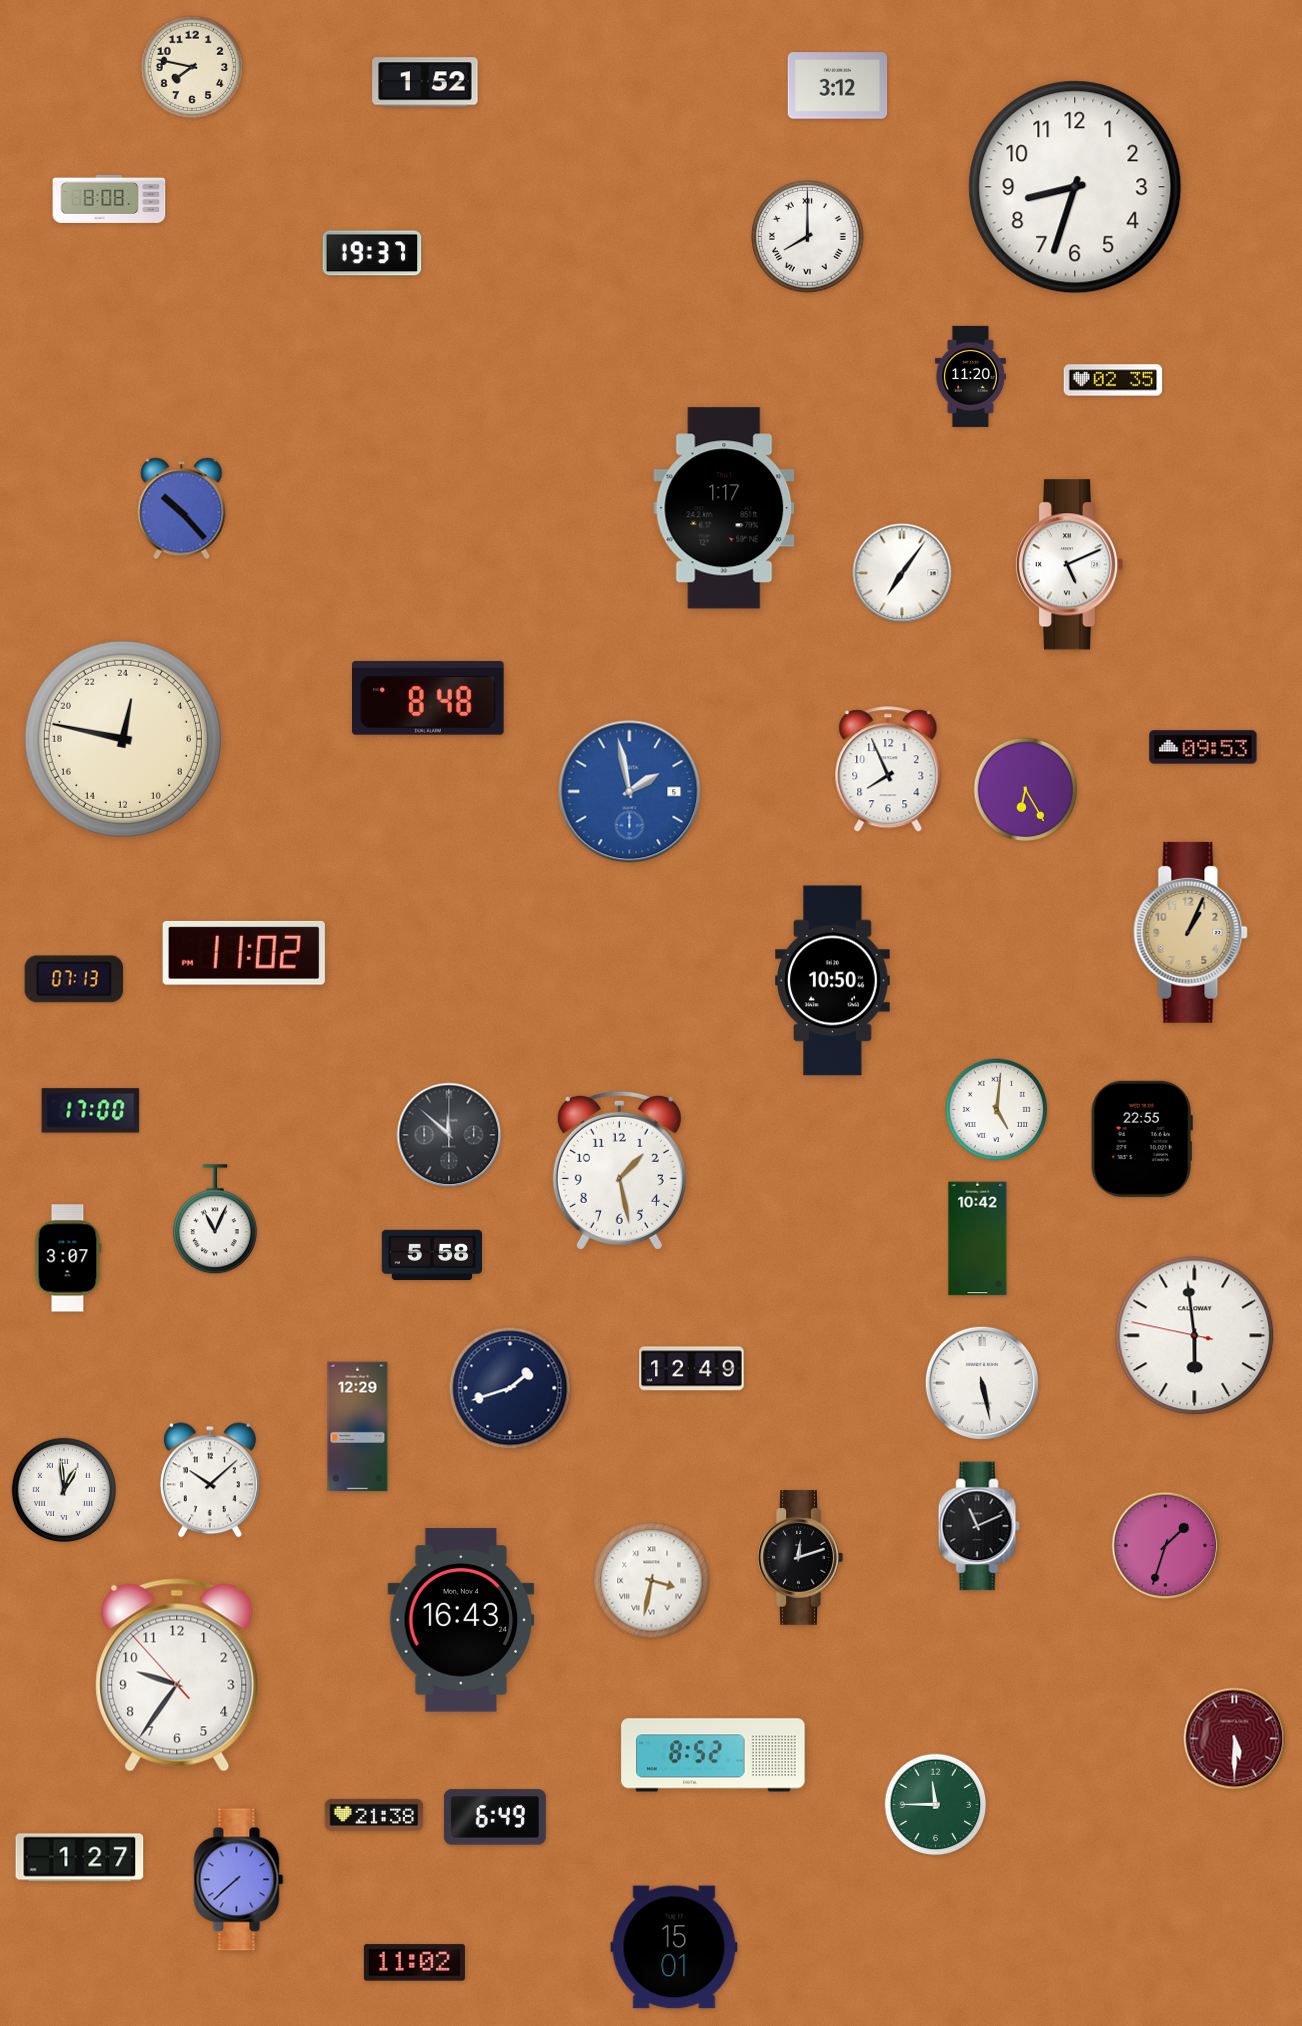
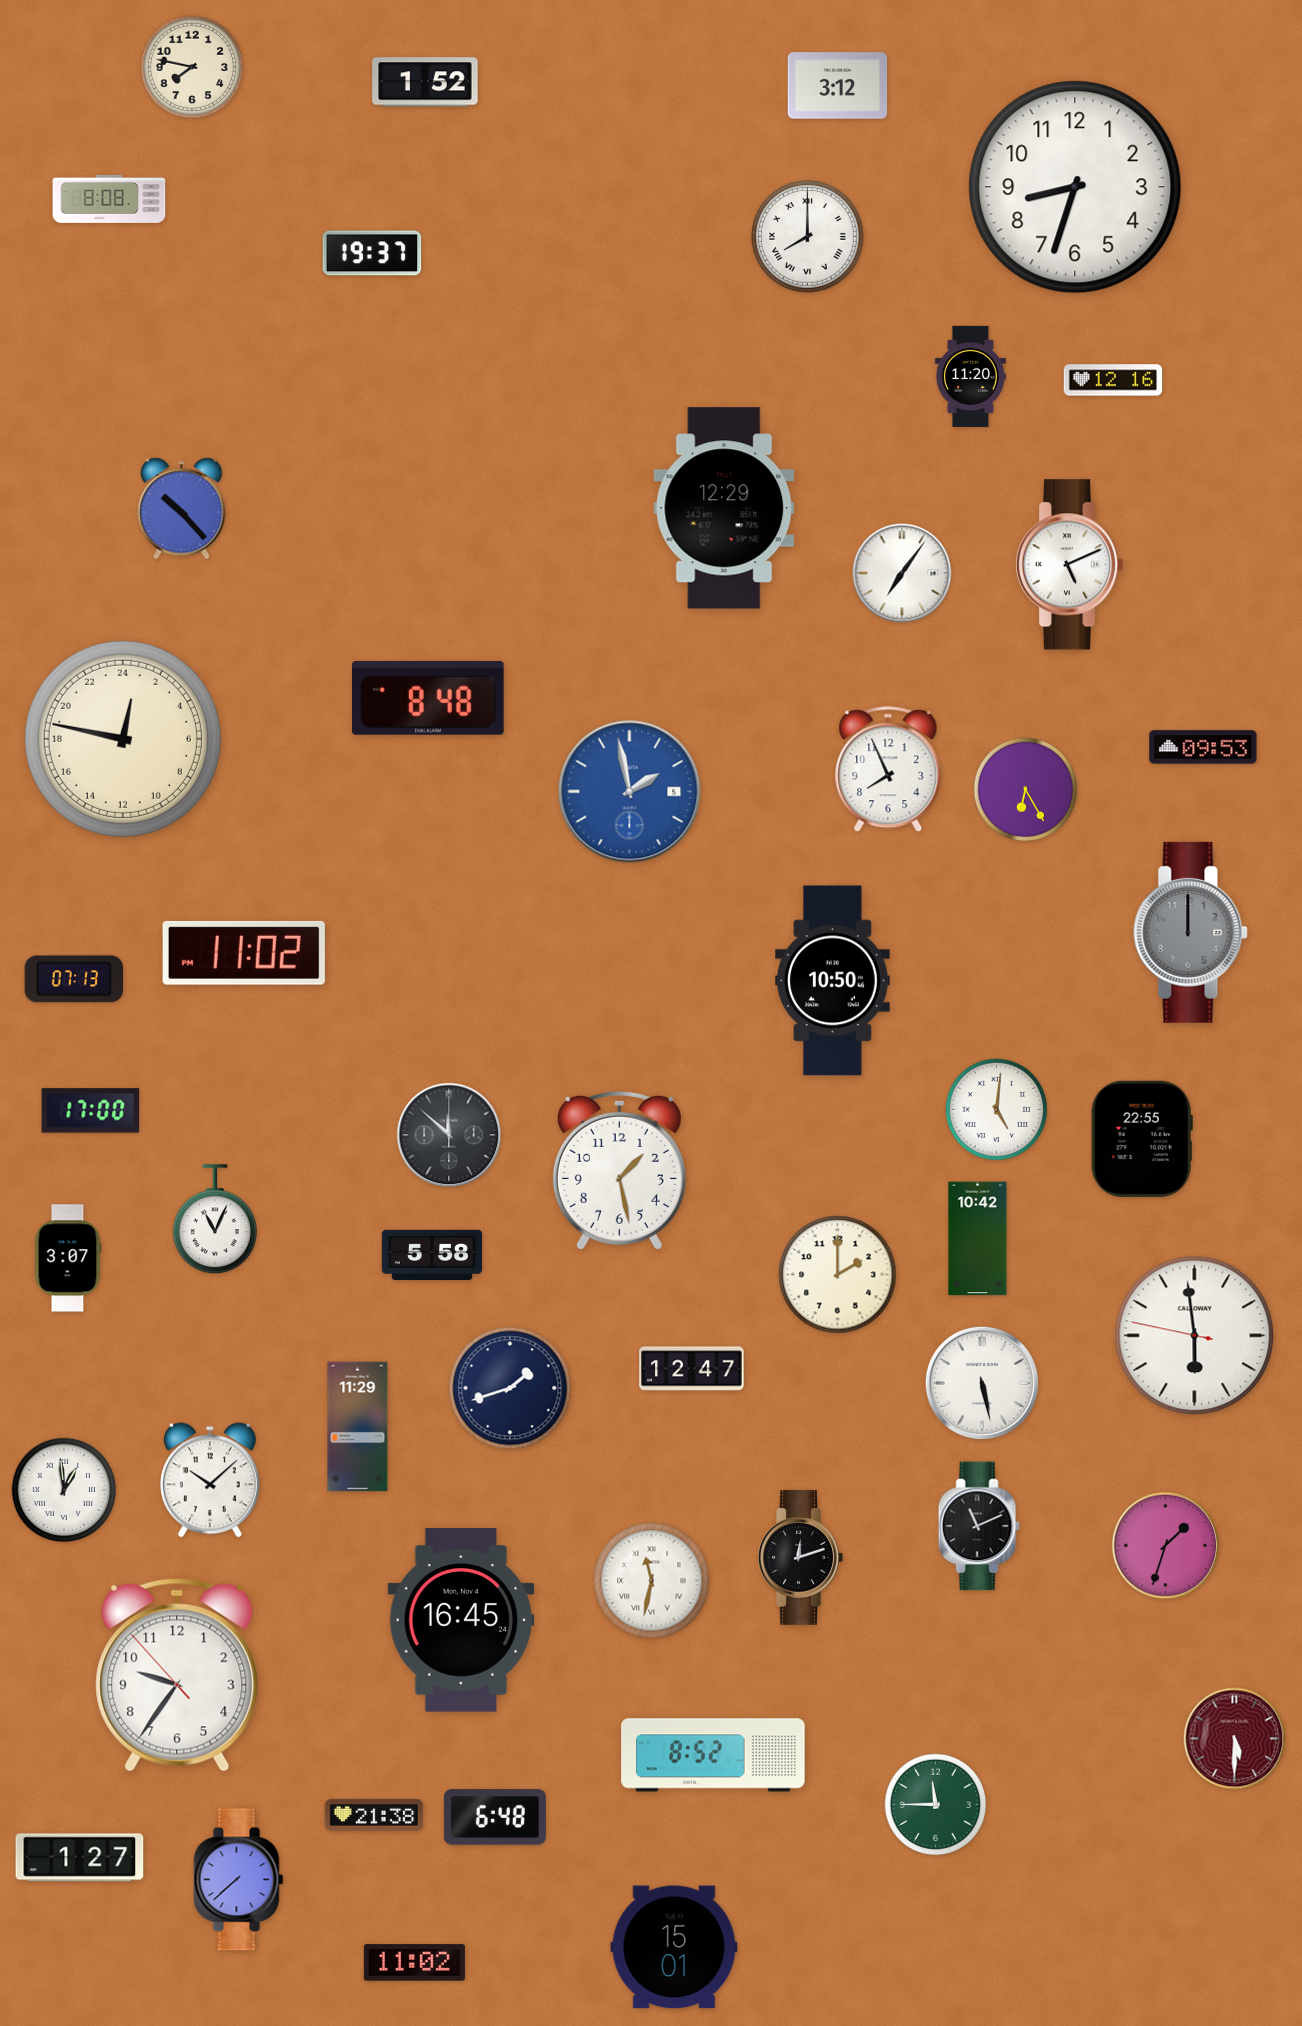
clock at (1113, 380): 02:35 -> 12:16
clock at (724, 508): 1:17 -> 12:29
clock at (1191, 932): 1:04 -> 12:00
clock at (1191, 932) dial: champagne -> grey
clock at (838, 1275): none -> 2:00
clock at (692, 1369): 12:49 -> 12:47
clock at (358, 1427): 12:29 -> 11:29
clock at (652, 1581): 3:32 -> 11:32
clock at (461, 1620): 16:43 -> 16:45
clock at (495, 1817): 6:49 -> 6:48
